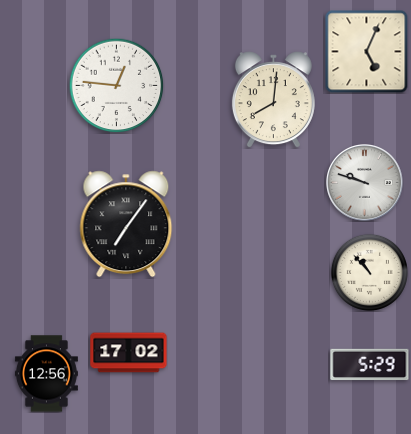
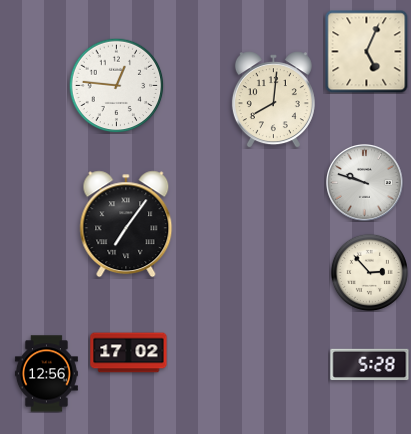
clock at (369, 272): 10:53 -> 2:53
clock at (370, 365): 5:29 -> 5:28
